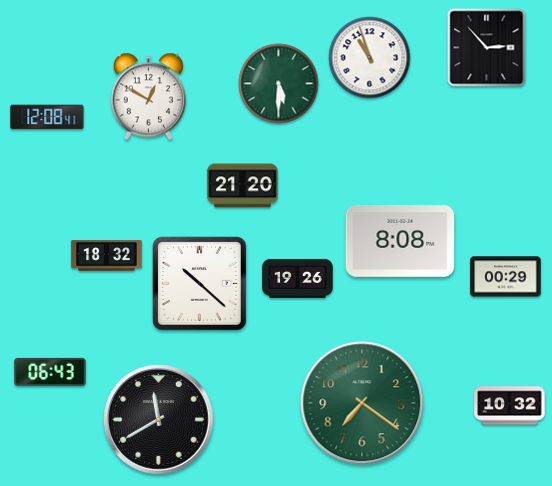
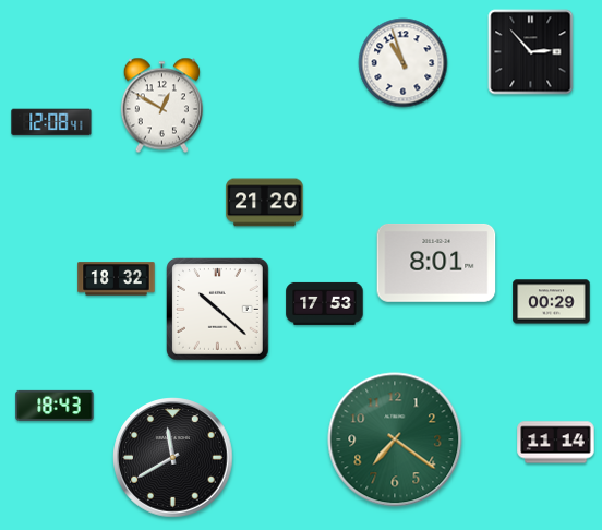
clock at (279, 84): 5:30 -> none
clock at (47, 117) position: (47, 117) -> (51, 122)
clock at (400, 241): 8:08 -> 8:01
clock at (298, 278): 19:26 -> 17:53
clock at (50, 372): 06:43 -> 18:43
clock at (510, 406): 10:32 -> 11:14
